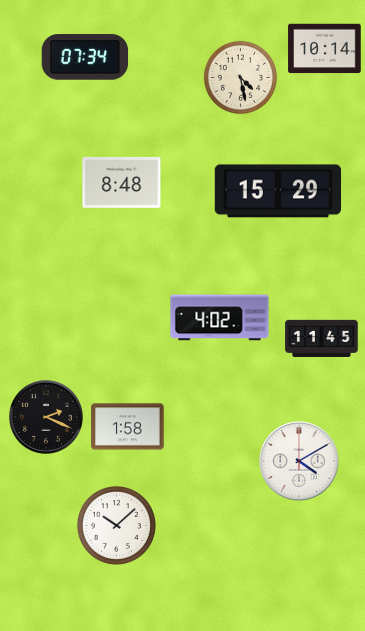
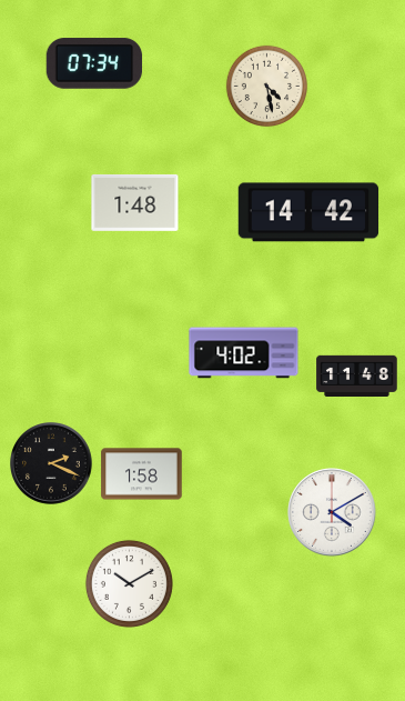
clock at (325, 49): 10:14 -> none
clock at (122, 182): 8:48 -> 1:48
clock at (278, 191): 15:29 -> 14:42
clock at (322, 338): 11:45 -> 11:48
clock at (116, 525): 10:08 -> 10:10
